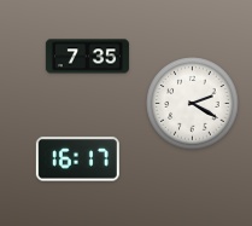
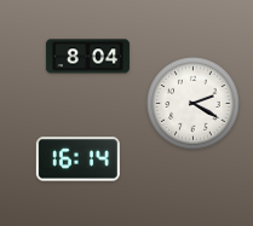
clock at (87, 57): 7:35 -> 8:04
clock at (77, 160): 16:17 -> 16:14
